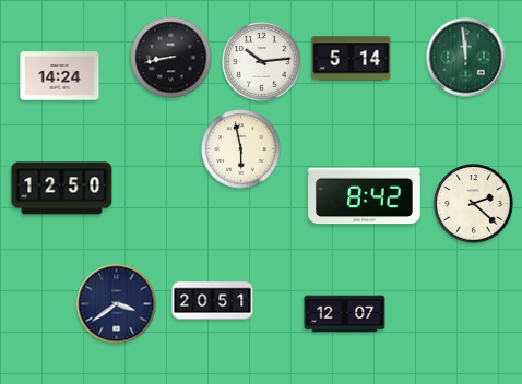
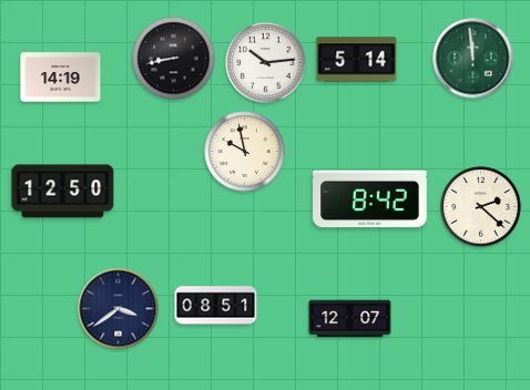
clock at (60, 76): 14:24 -> 14:19
clock at (241, 149): 5:58 -> 9:58
clock at (213, 301): 20:51 -> 08:51
